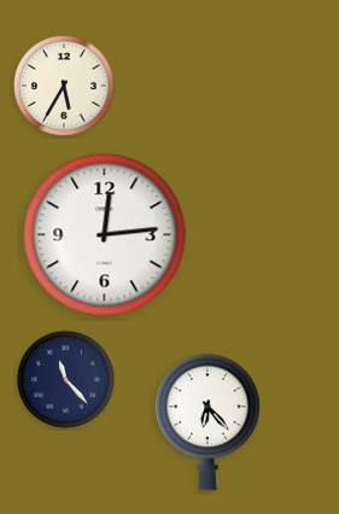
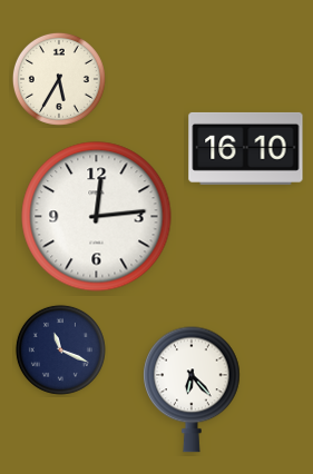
clock at (246, 148): none -> 16:10
clock at (65, 379): 11:23 -> 11:19
